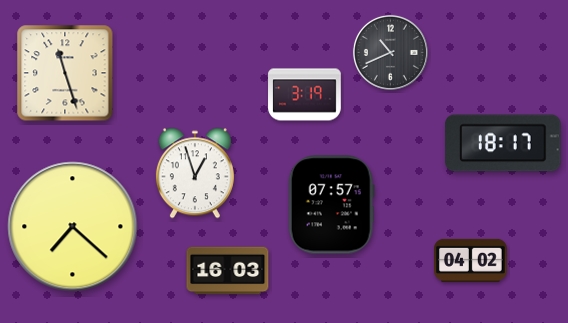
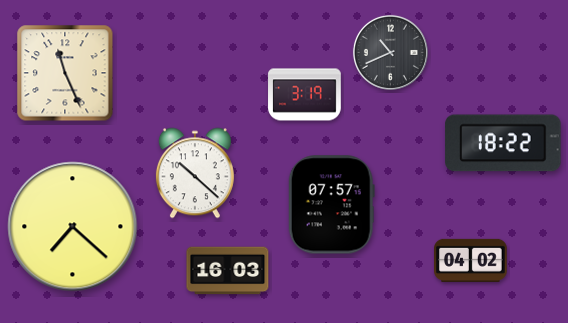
clock at (65, 73): 11:27 -> 11:26
clock at (503, 143): 18:17 -> 18:22
clock at (195, 173): 12:57 -> 10:22
